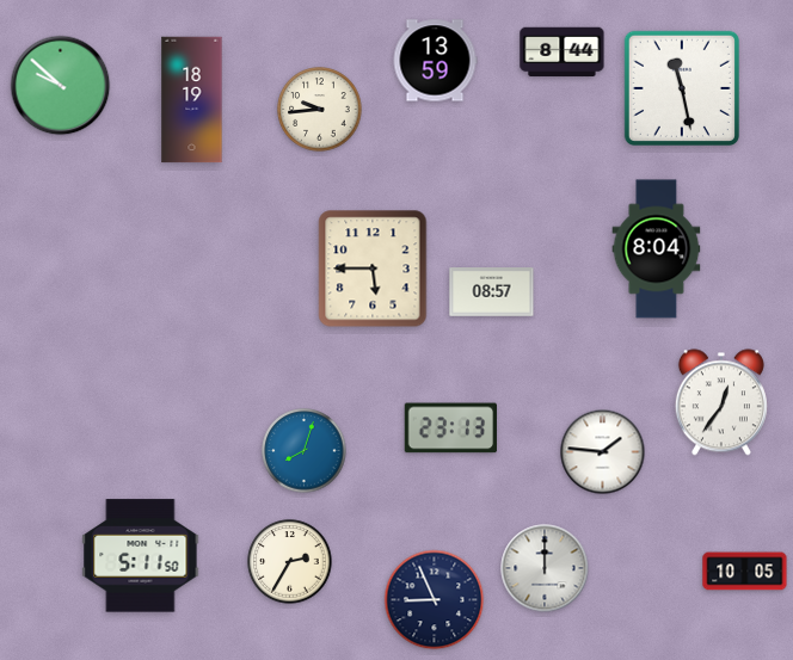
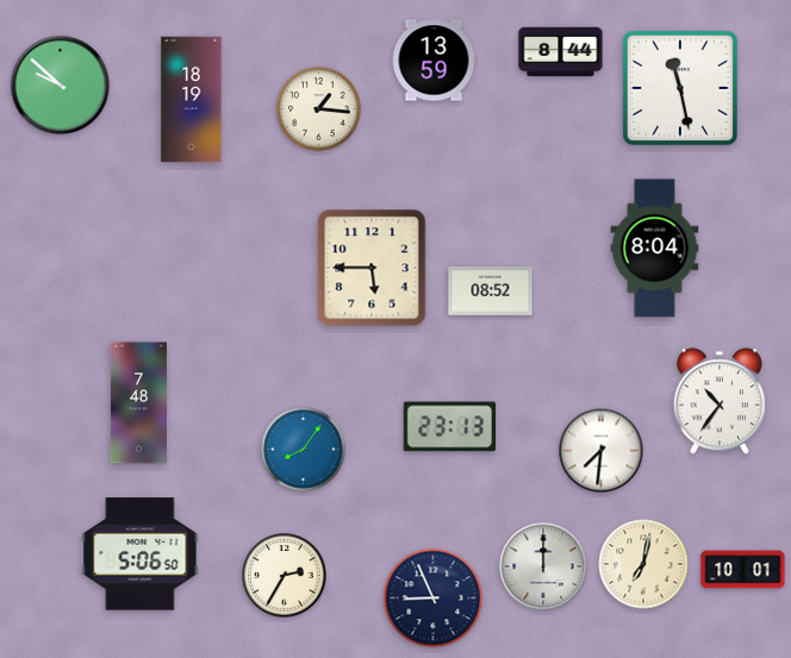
clock at (320, 110): 9:44 -> 1:16
clock at (492, 292): 08:57 -> 08:52
clock at (721, 402): 12:36 -> 10:36
clock at (138, 403): none -> 7:48
clock at (305, 451): 8:03 -> 8:06
clock at (603, 452): 1:46 -> 7:31
clock at (141, 556): 5:11 -> 5:06
clock at (290, 562) position: (290, 562) -> (285, 576)
clock at (643, 564): none -> 7:02
clock at (745, 572): 10:05 -> 10:01
